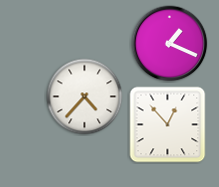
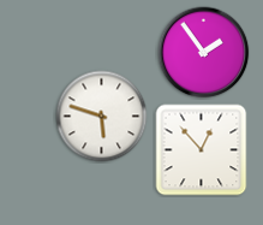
clock at (170, 44): 1:19 -> 1:54
clock at (85, 97): 4:37 -> 5:48
